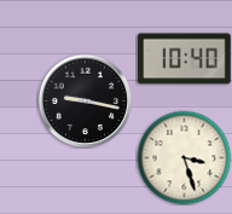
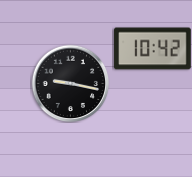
clock at (185, 59): 10:40 -> 10:42
clock at (184, 157): 3:27 -> none
